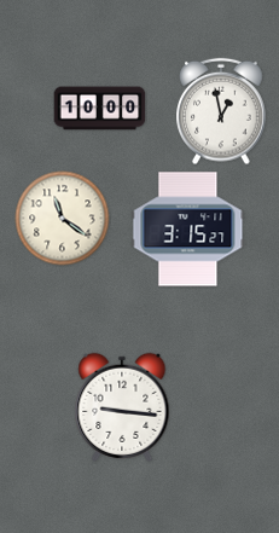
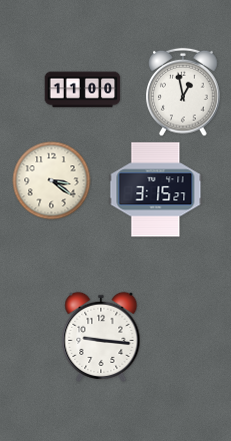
clock at (100, 109): 10:00 -> 11:00
clock at (63, 219): 11:21 -> 3:21
